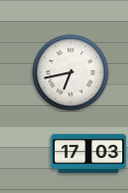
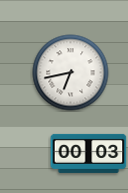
clock at (89, 153): 17:03 -> 00:03
